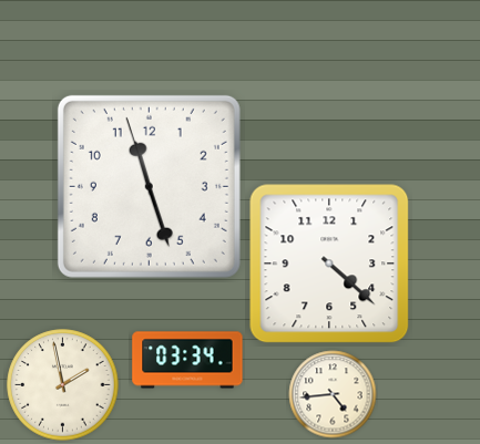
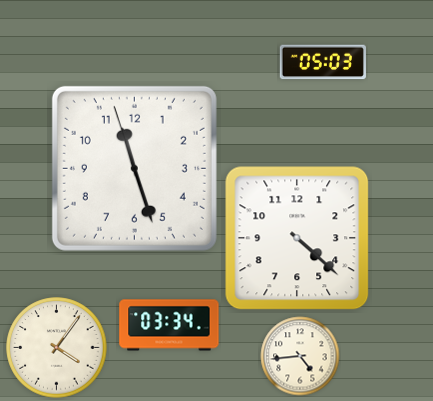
clock at (323, 62): none -> 05:03
clock at (63, 385): 1:58 -> 4:06
